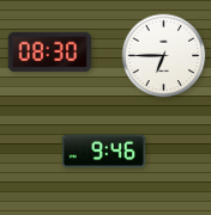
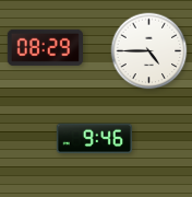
clock at (49, 51): 08:30 -> 08:29
clock at (164, 56): 6:45 -> 4:45
